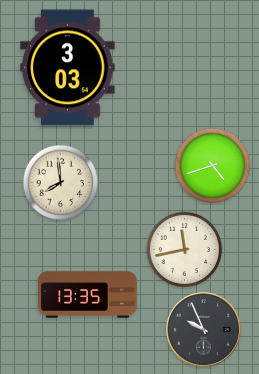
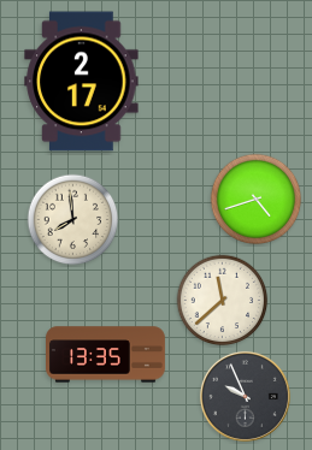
clock at (68, 68): 3:03 -> 2:17
clock at (185, 250): 11:43 -> 11:38
